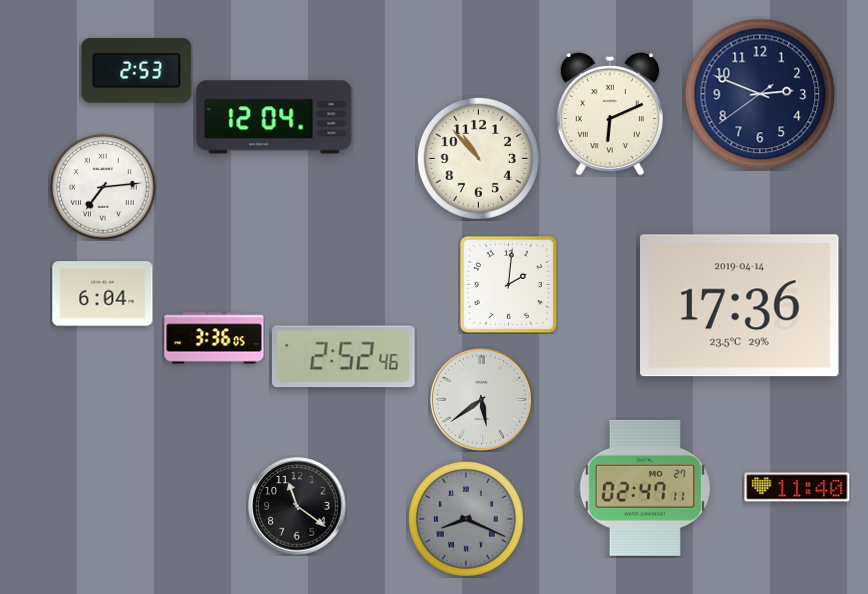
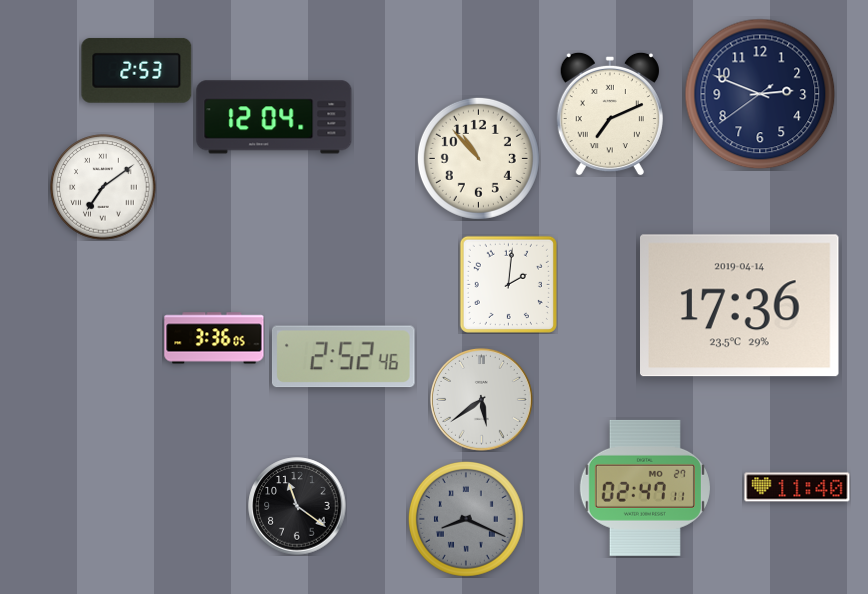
clock at (610, 114): 6:11 -> 7:11
clock at (103, 187): 7:14 -> 7:09
clock at (103, 294): 6:04 -> none
